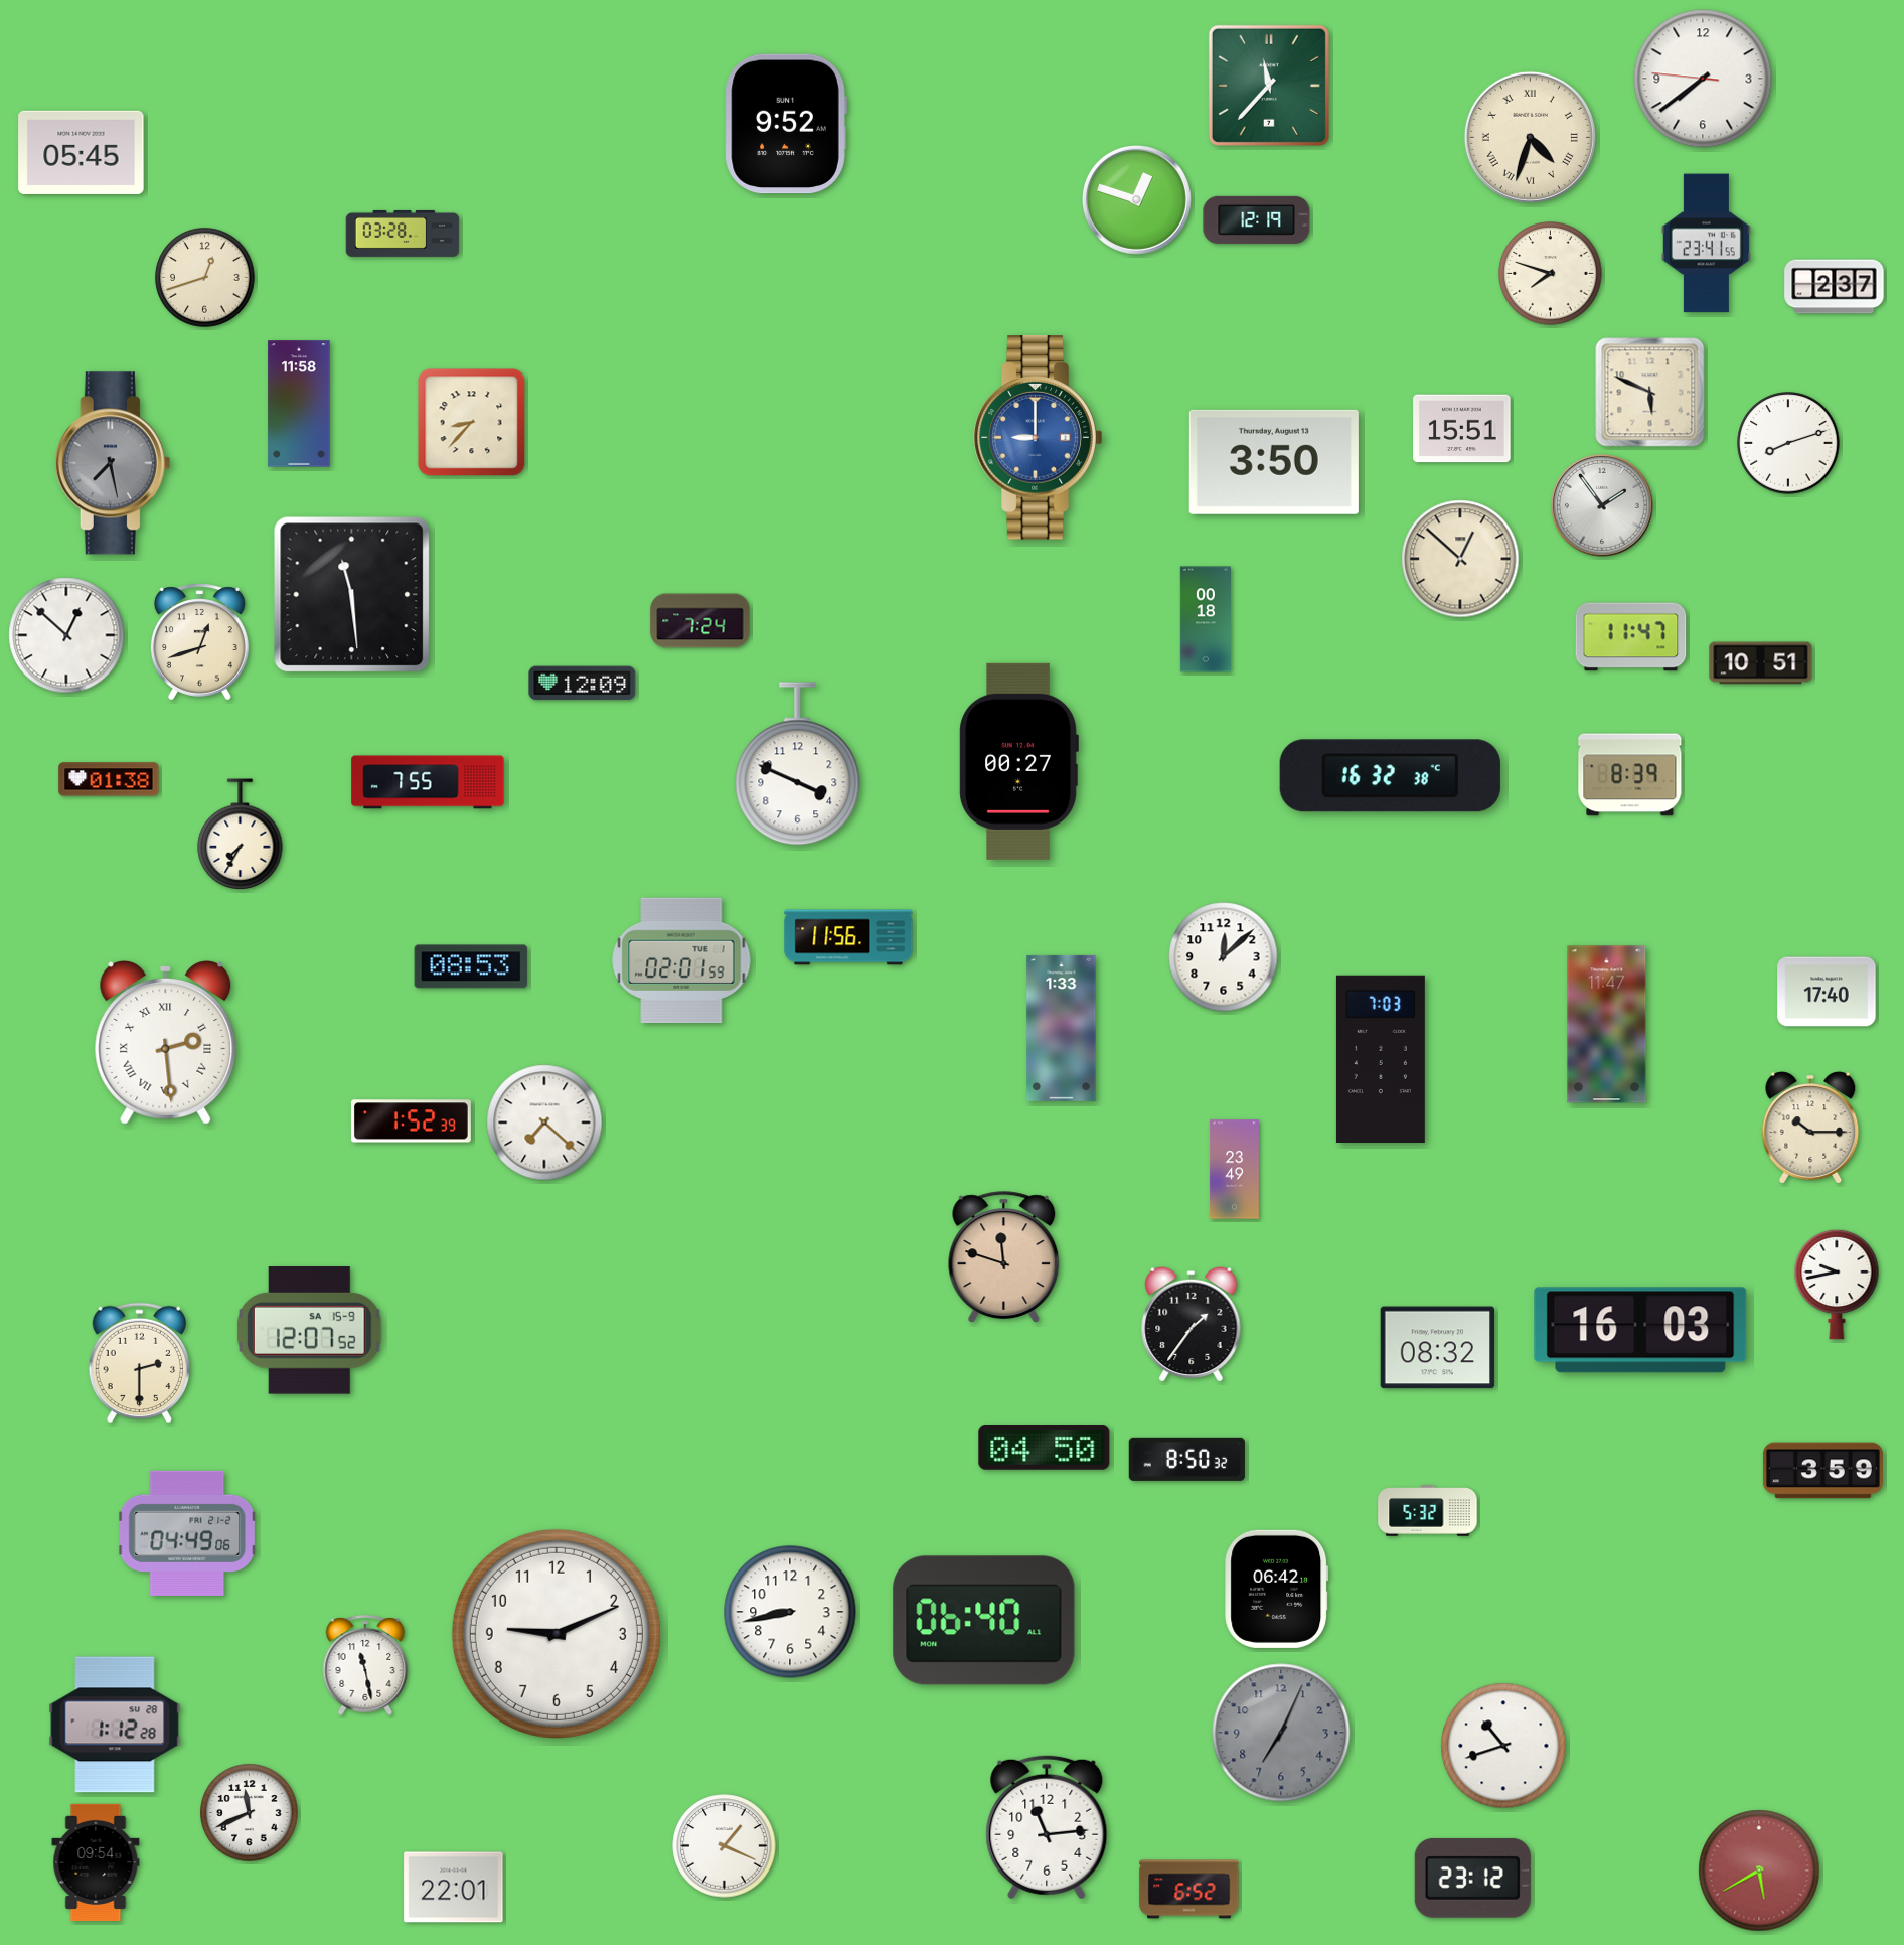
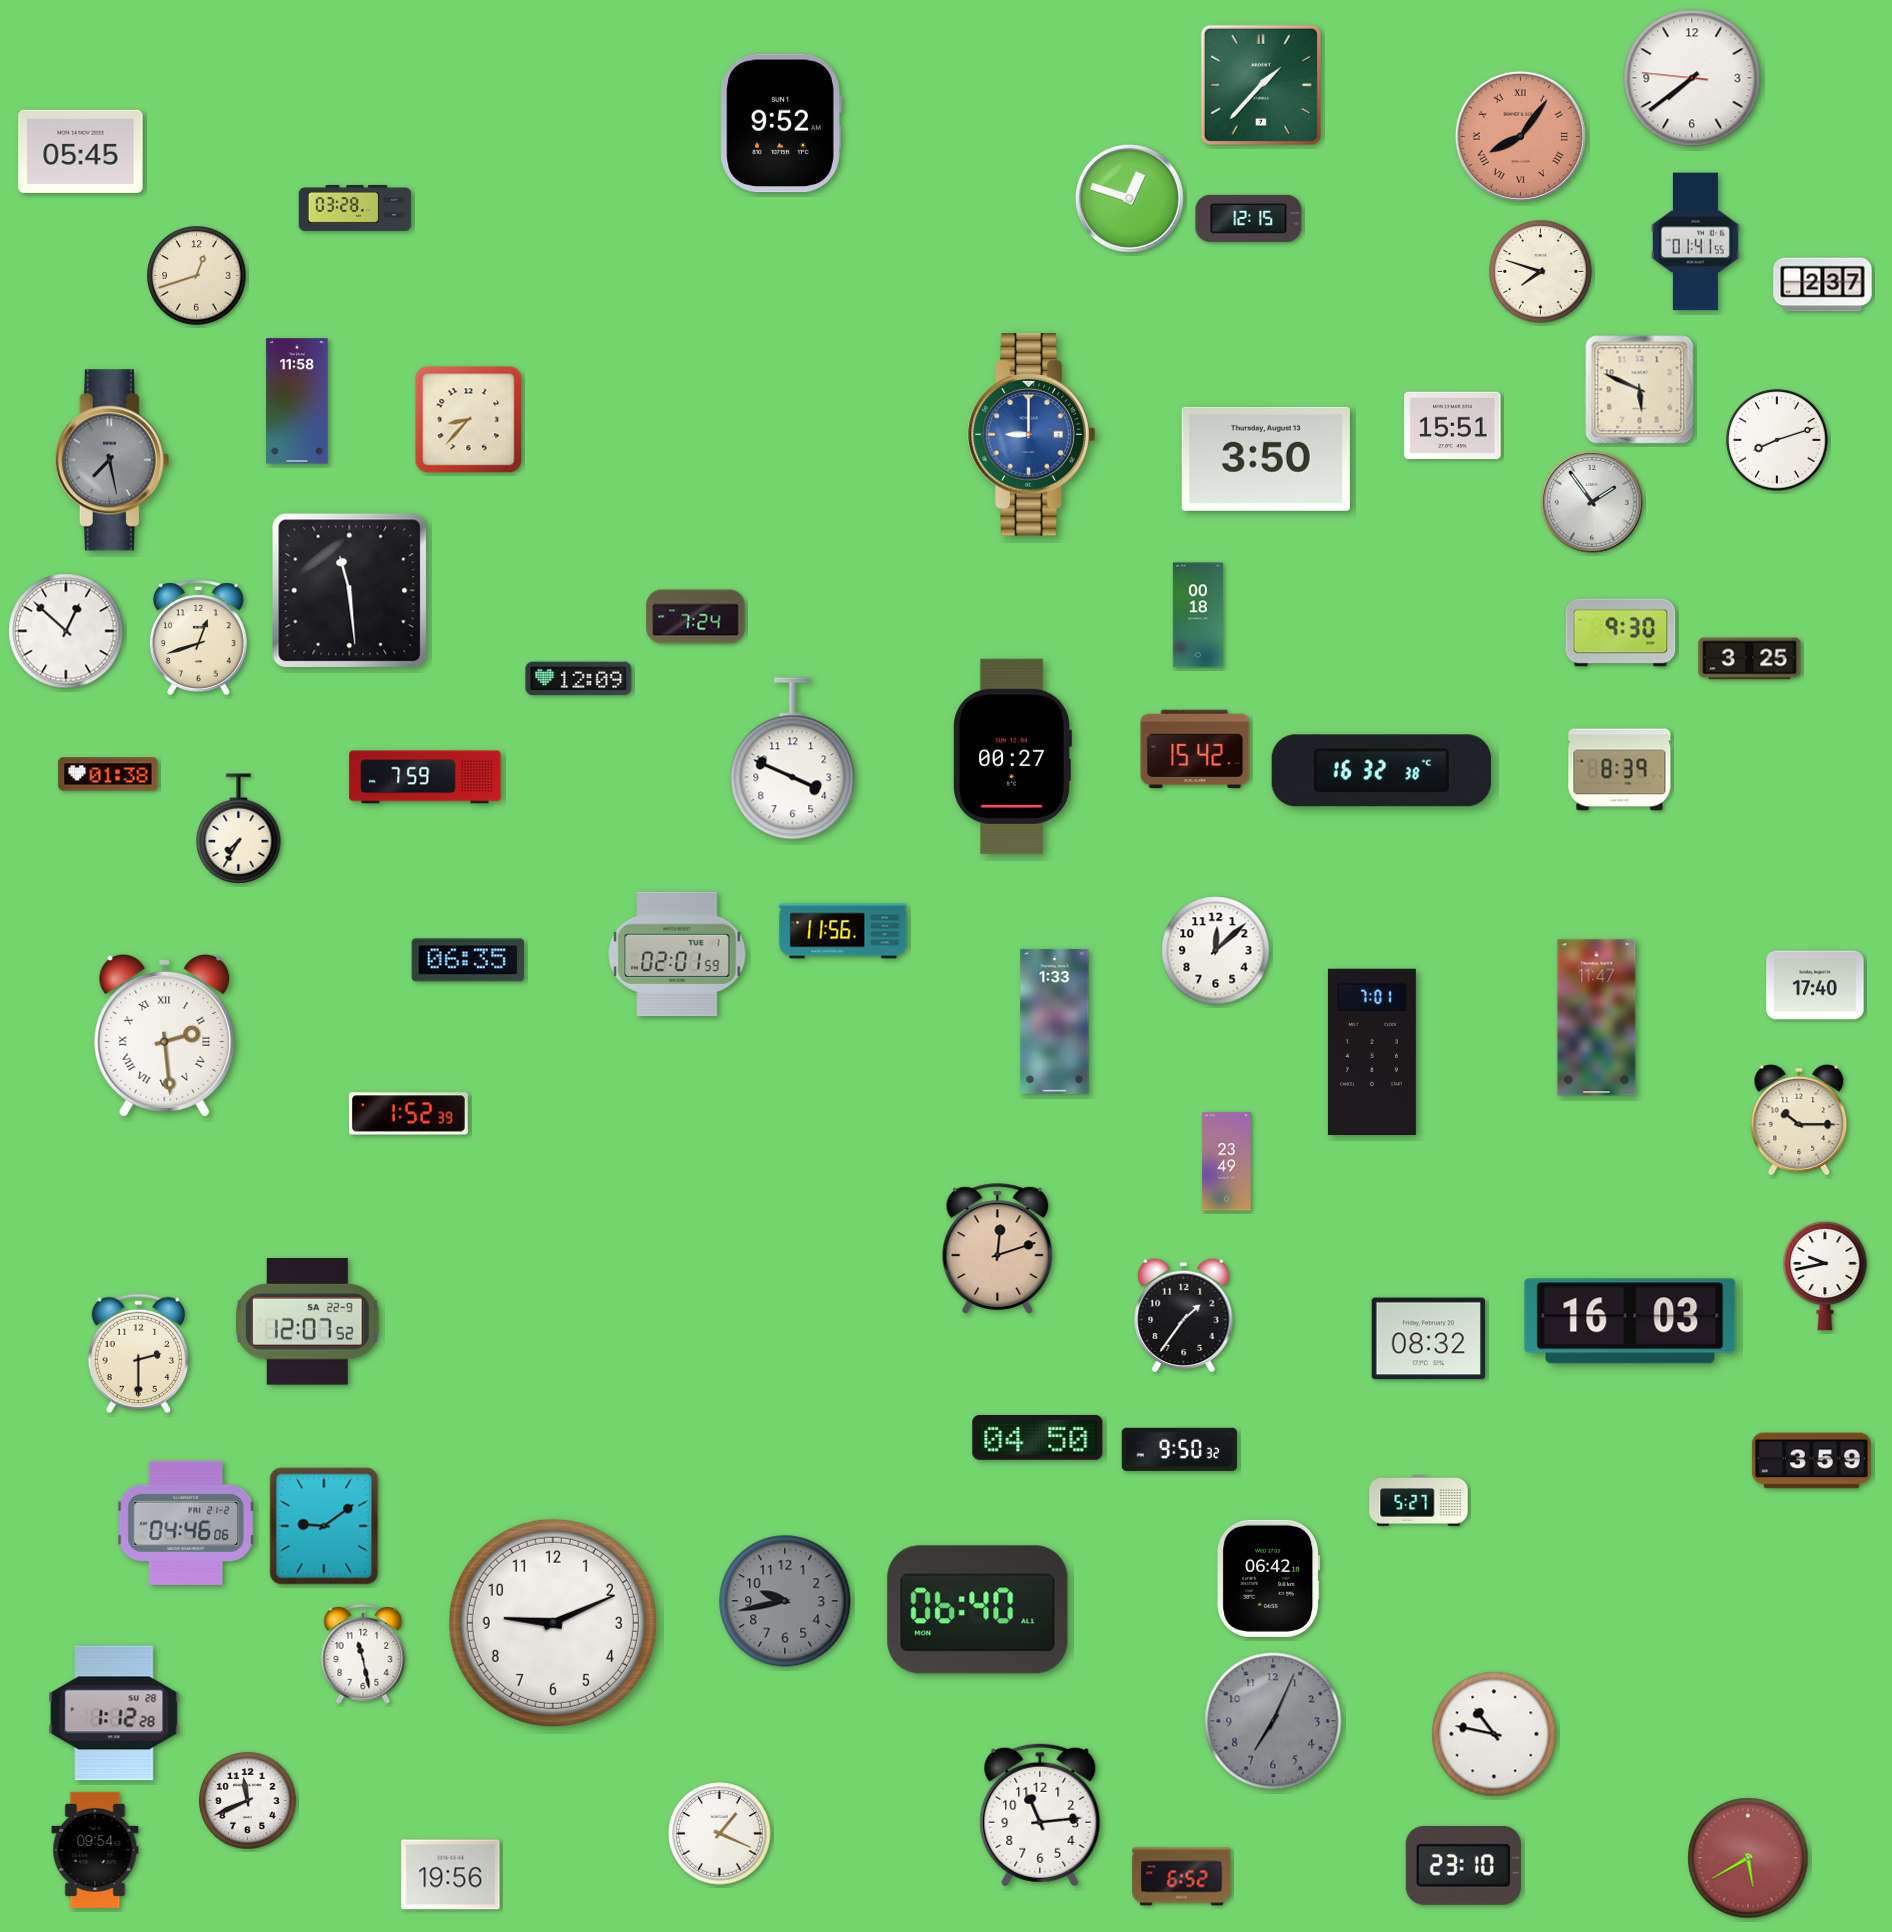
clock at (1269, 86): 11:37 -> 1:37
clock at (1530, 137): 4:33 -> 8:06
clock at (1530, 137) dial: cream -> salmon
clock at (1257, 219): 12:19 -> 12:15
clock at (403, 234) position: (403, 234) -> (355, 208)
clock at (1706, 244): 23:41 -> 01:41
clock at (205, 278) position: (205, 278) -> (197, 276)
clock at (1460, 559): 12:52 -> none
clock at (1631, 637): 11:47 -> 9:30
clock at (1761, 663): 10:51 -> 3:25
clock at (1195, 749): none -> 15:42
clock at (428, 782): 7:55 -> 7:59
clock at (471, 966): 08:53 -> 06:35
clock at (1381, 1059): 7:03 -> 7:01
clock at (544, 1123): 7:22 -> none
clock at (1004, 1257): 11:48 -> 12:12
clock at (309, 1331) date: SA 15-9 -> SA 22-9
clock at (1186, 1459): 8:50 -> 9:50
clock at (1428, 1511): 5:32 -> 5:27
clock at (188, 1533): 04:49 -> 04:46
clock at (324, 1526): none -> 9:09
clock at (790, 1612): 8:43 -> 9:43
clock at (790, 1612) dial: white -> grey
clock at (1503, 1746): 10:42 -> 10:47
clock at (1472, 1878): 23:12 -> 23:10
clock at (454, 1888): 22:01 -> 19:56
